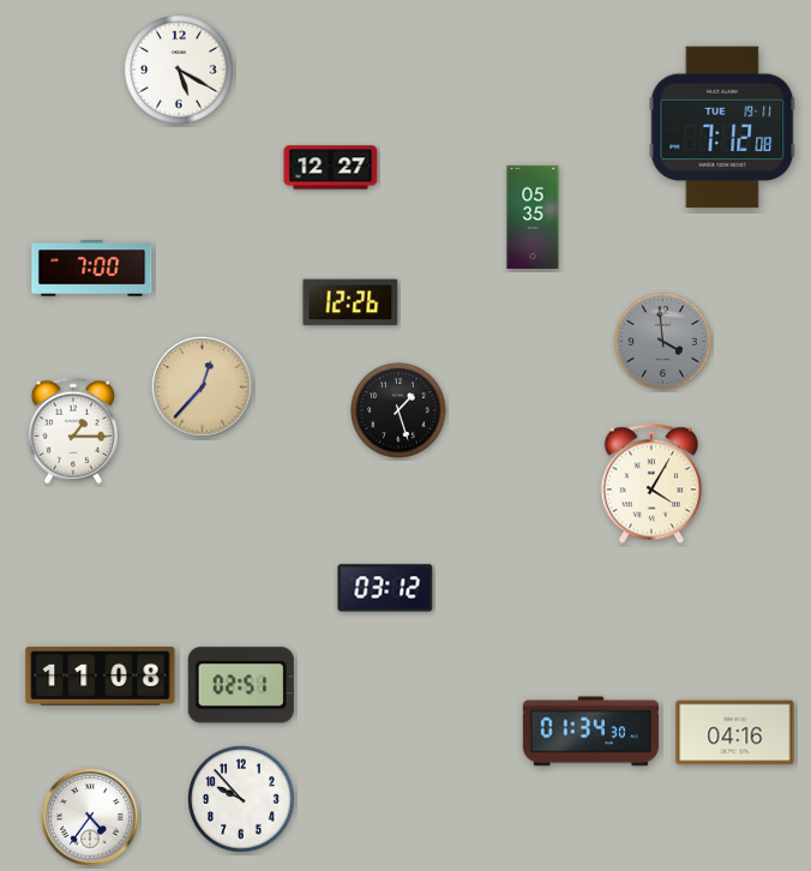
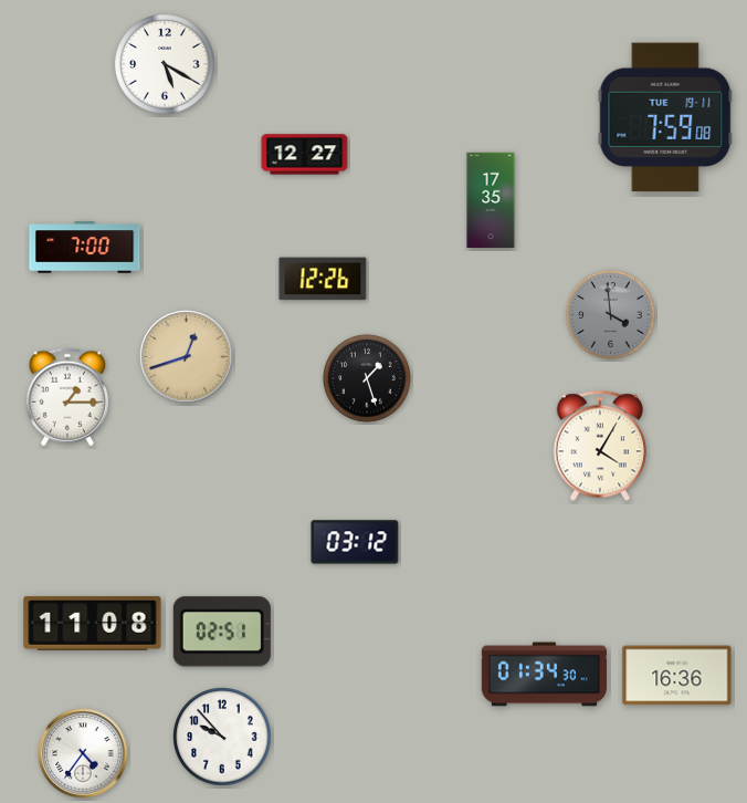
clock at (722, 127): 7:12 -> 7:59
clock at (533, 217): 05:35 -> 17:35
clock at (203, 388): 12:37 -> 12:42
clock at (735, 733): 04:16 -> 16:36
